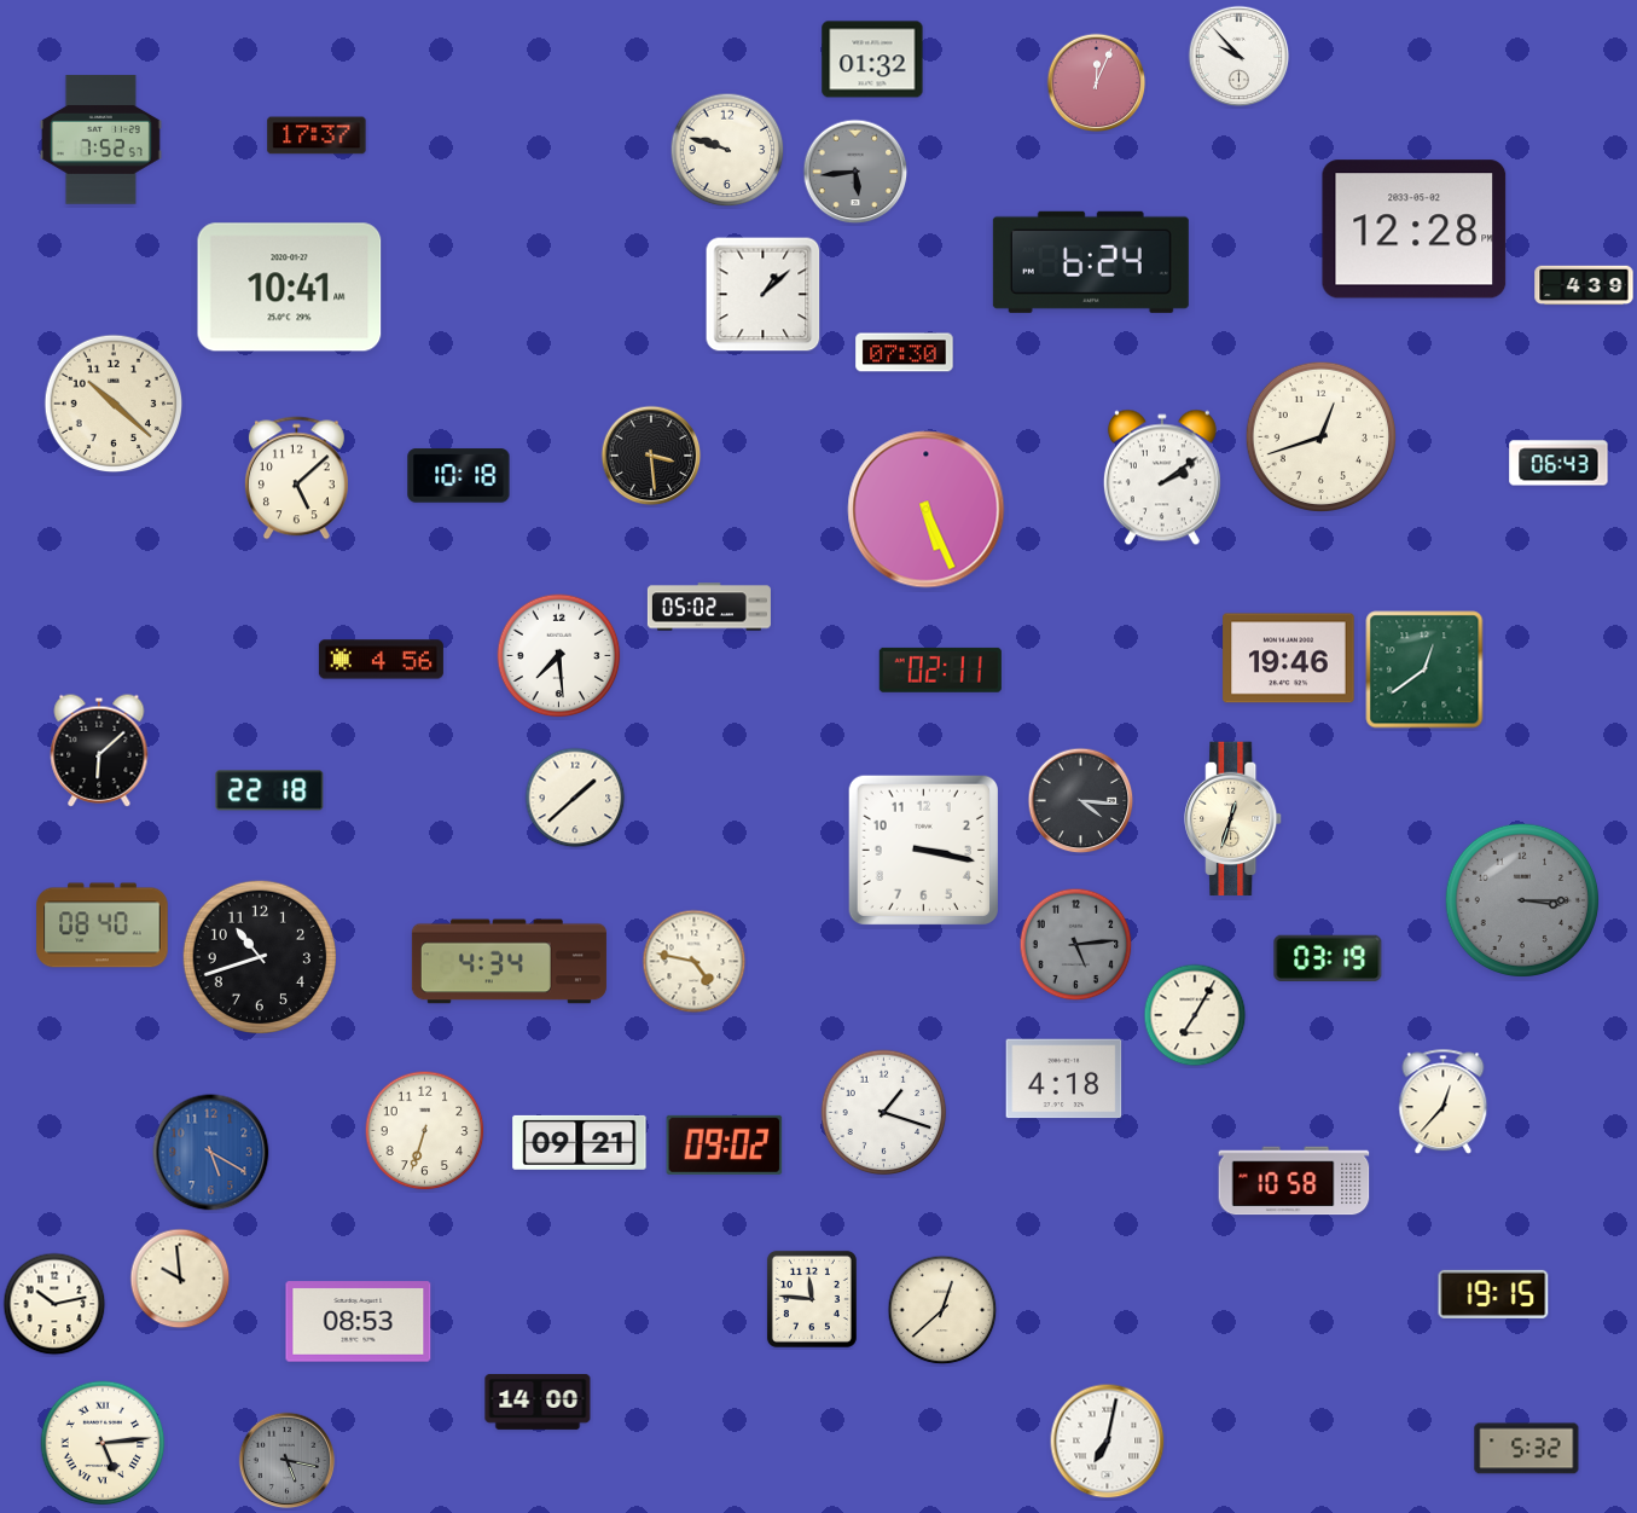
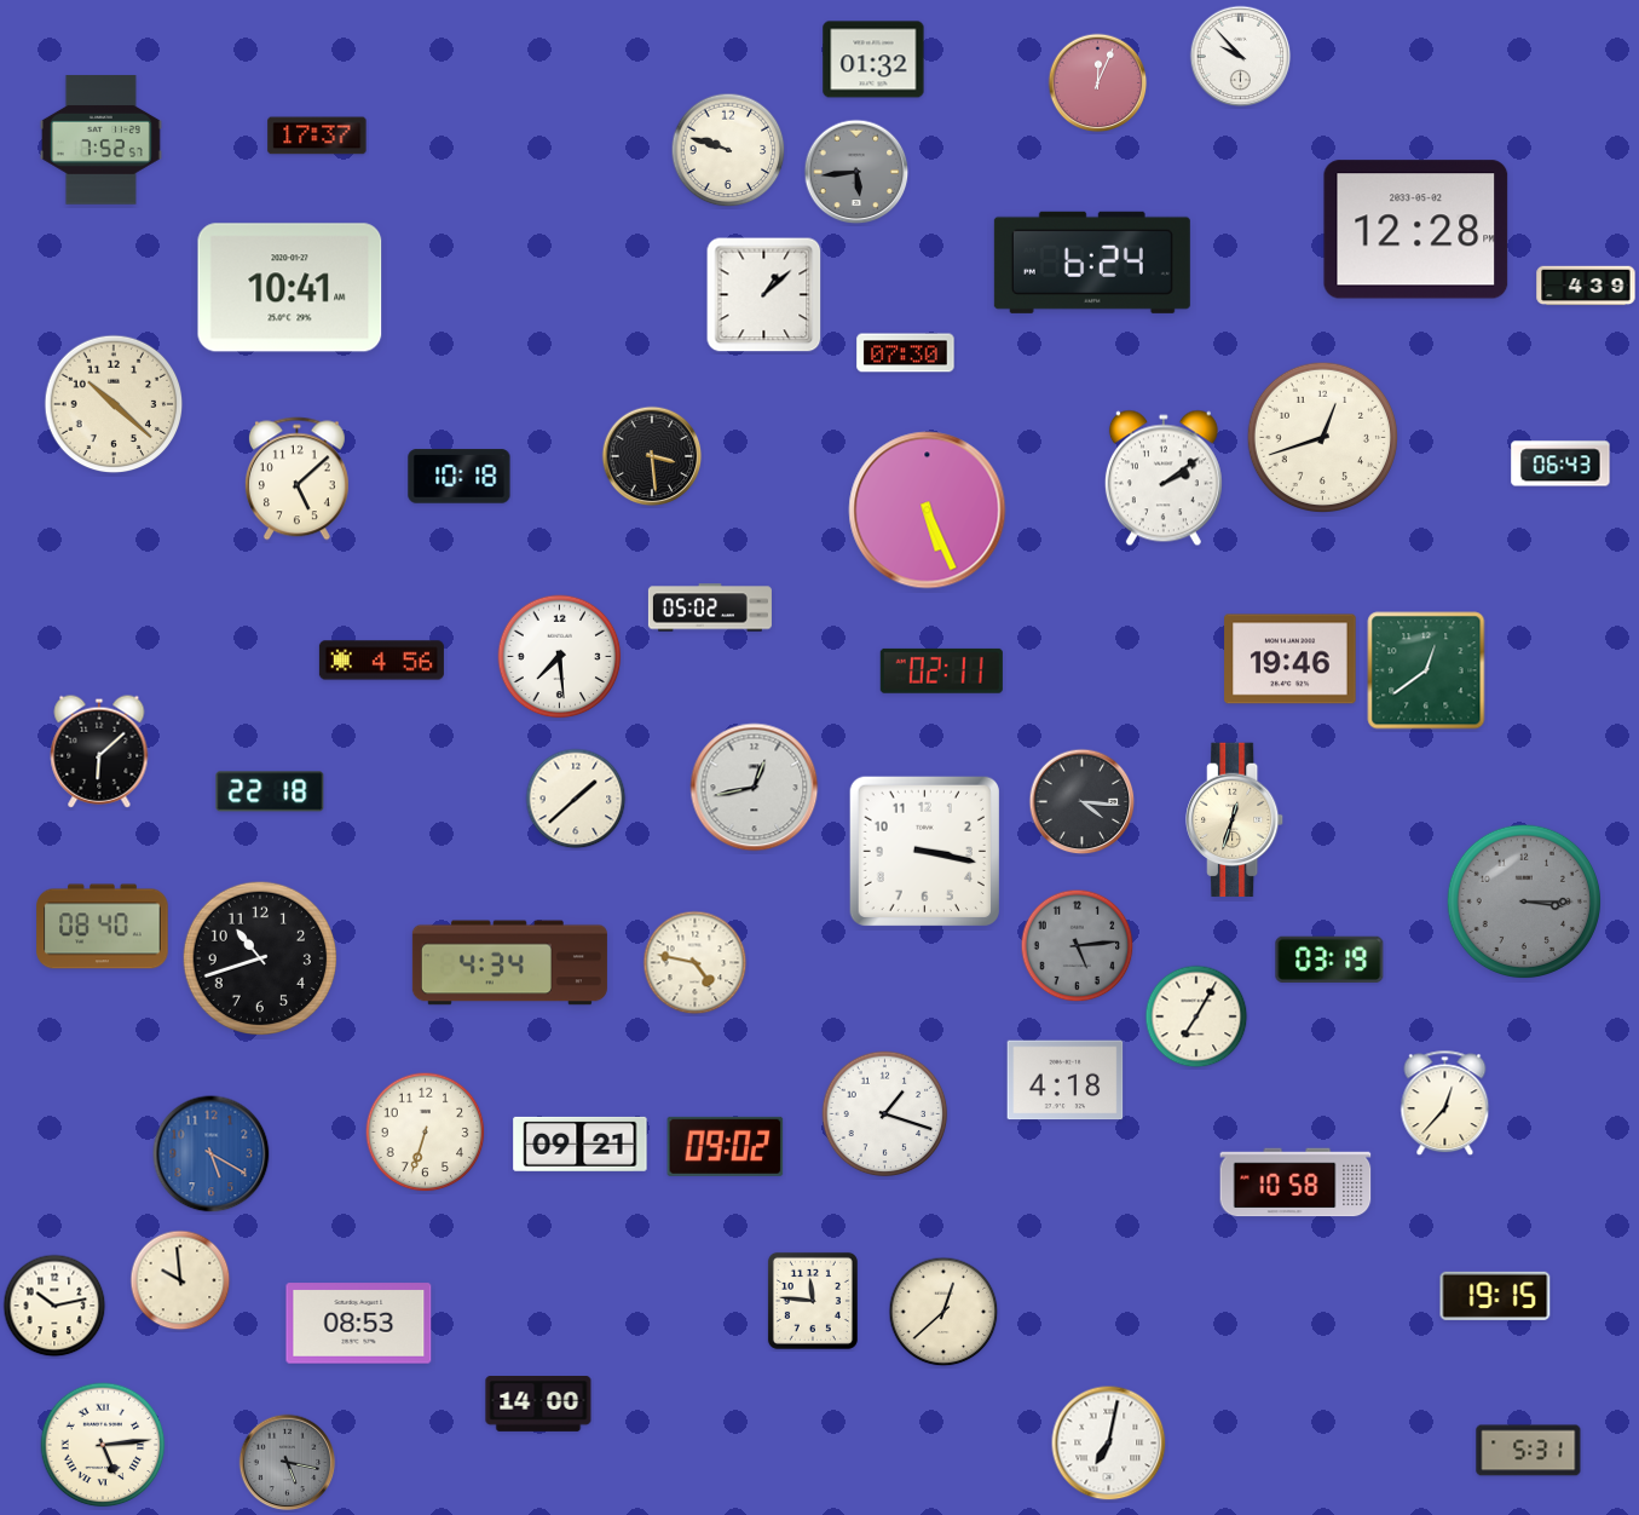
clock at (755, 788): none -> 12:43
clock at (1527, 1449): 5:32 -> 5:31
